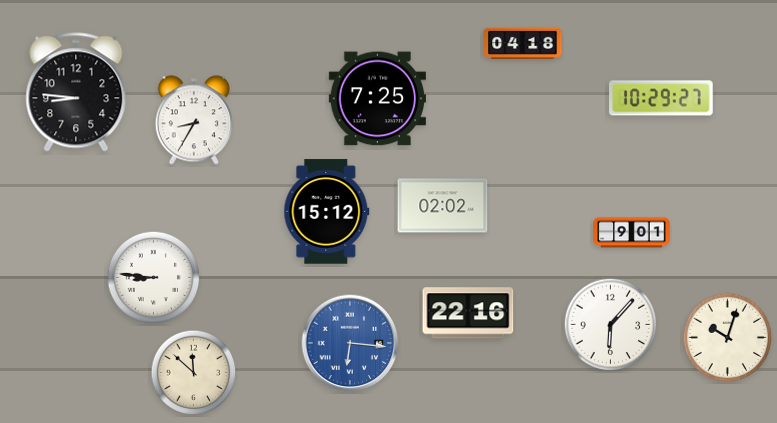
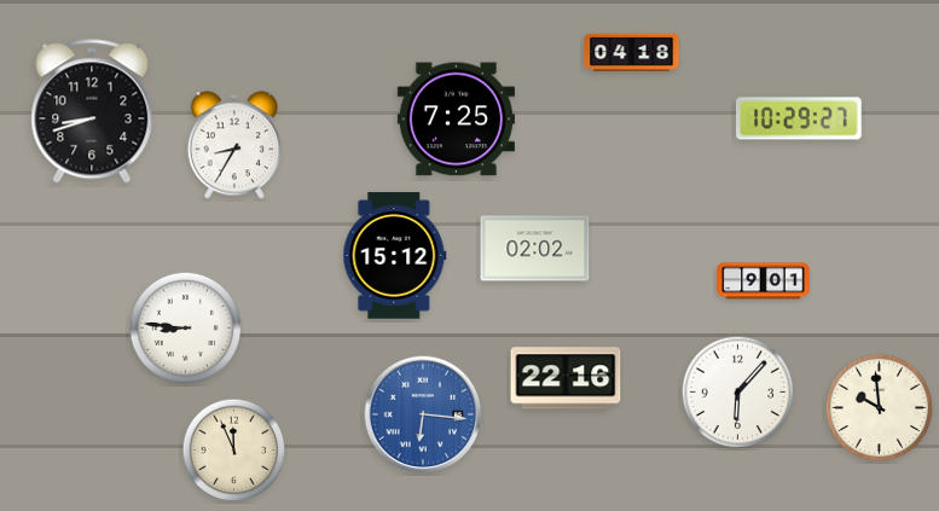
clock at (76, 92): 8:46 -> 8:42
clock at (154, 278) position: (154, 278) -> (186, 329)
clock at (728, 338): 10:03 -> 9:59
clock at (194, 373): 11:52 -> 11:56
